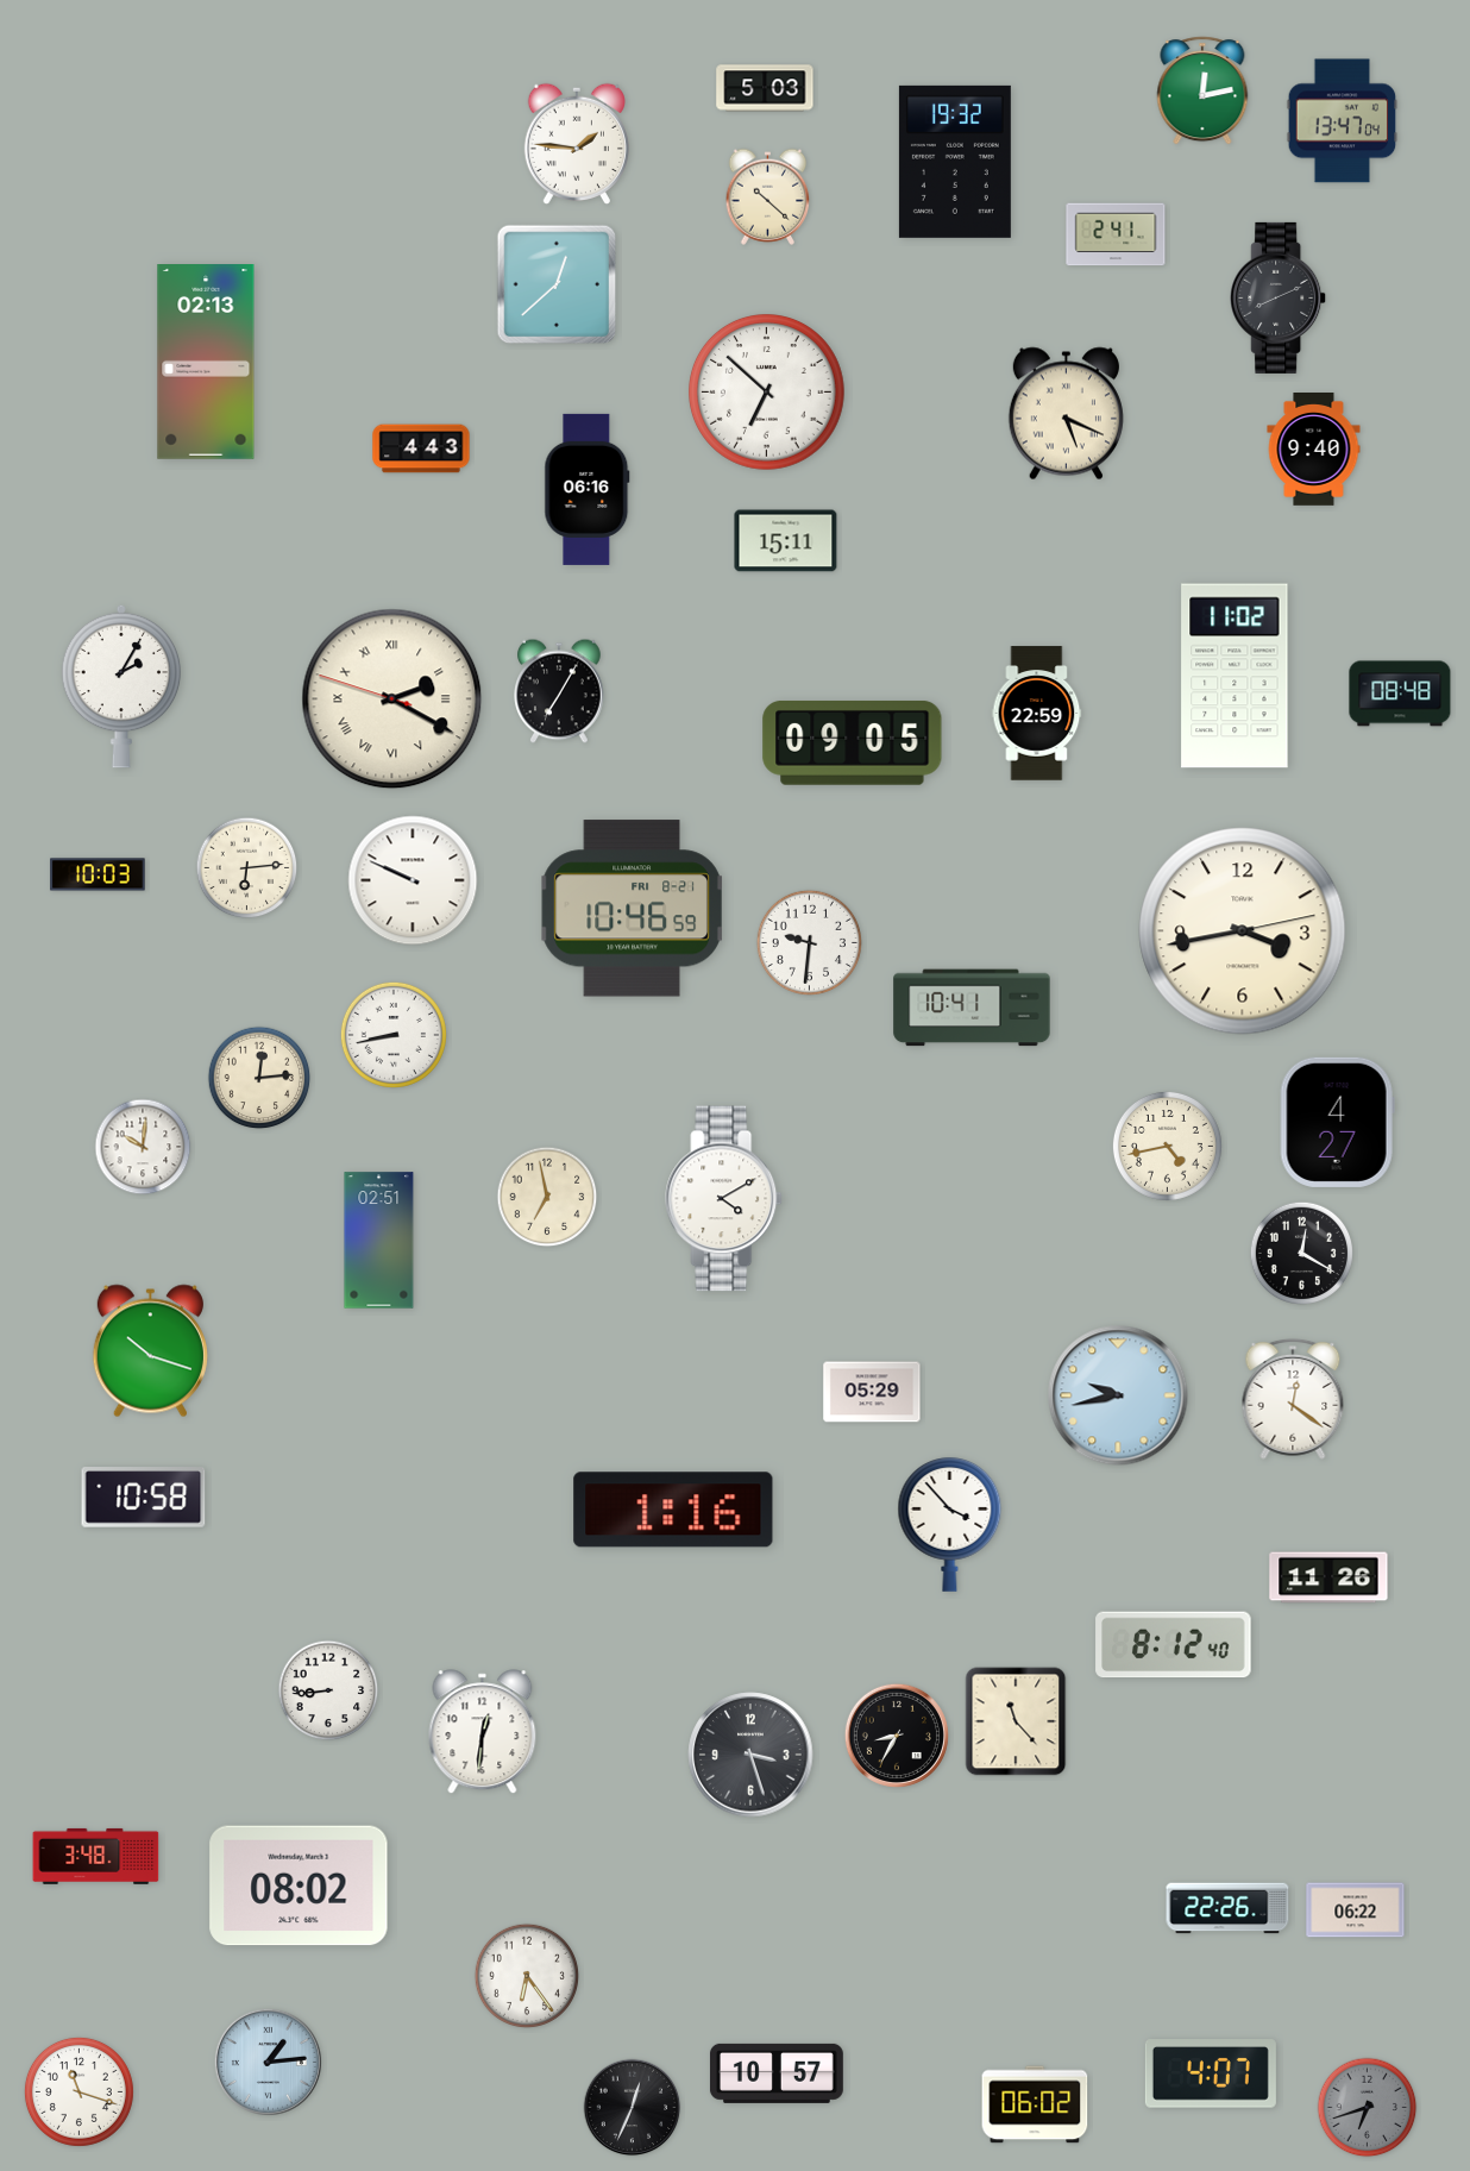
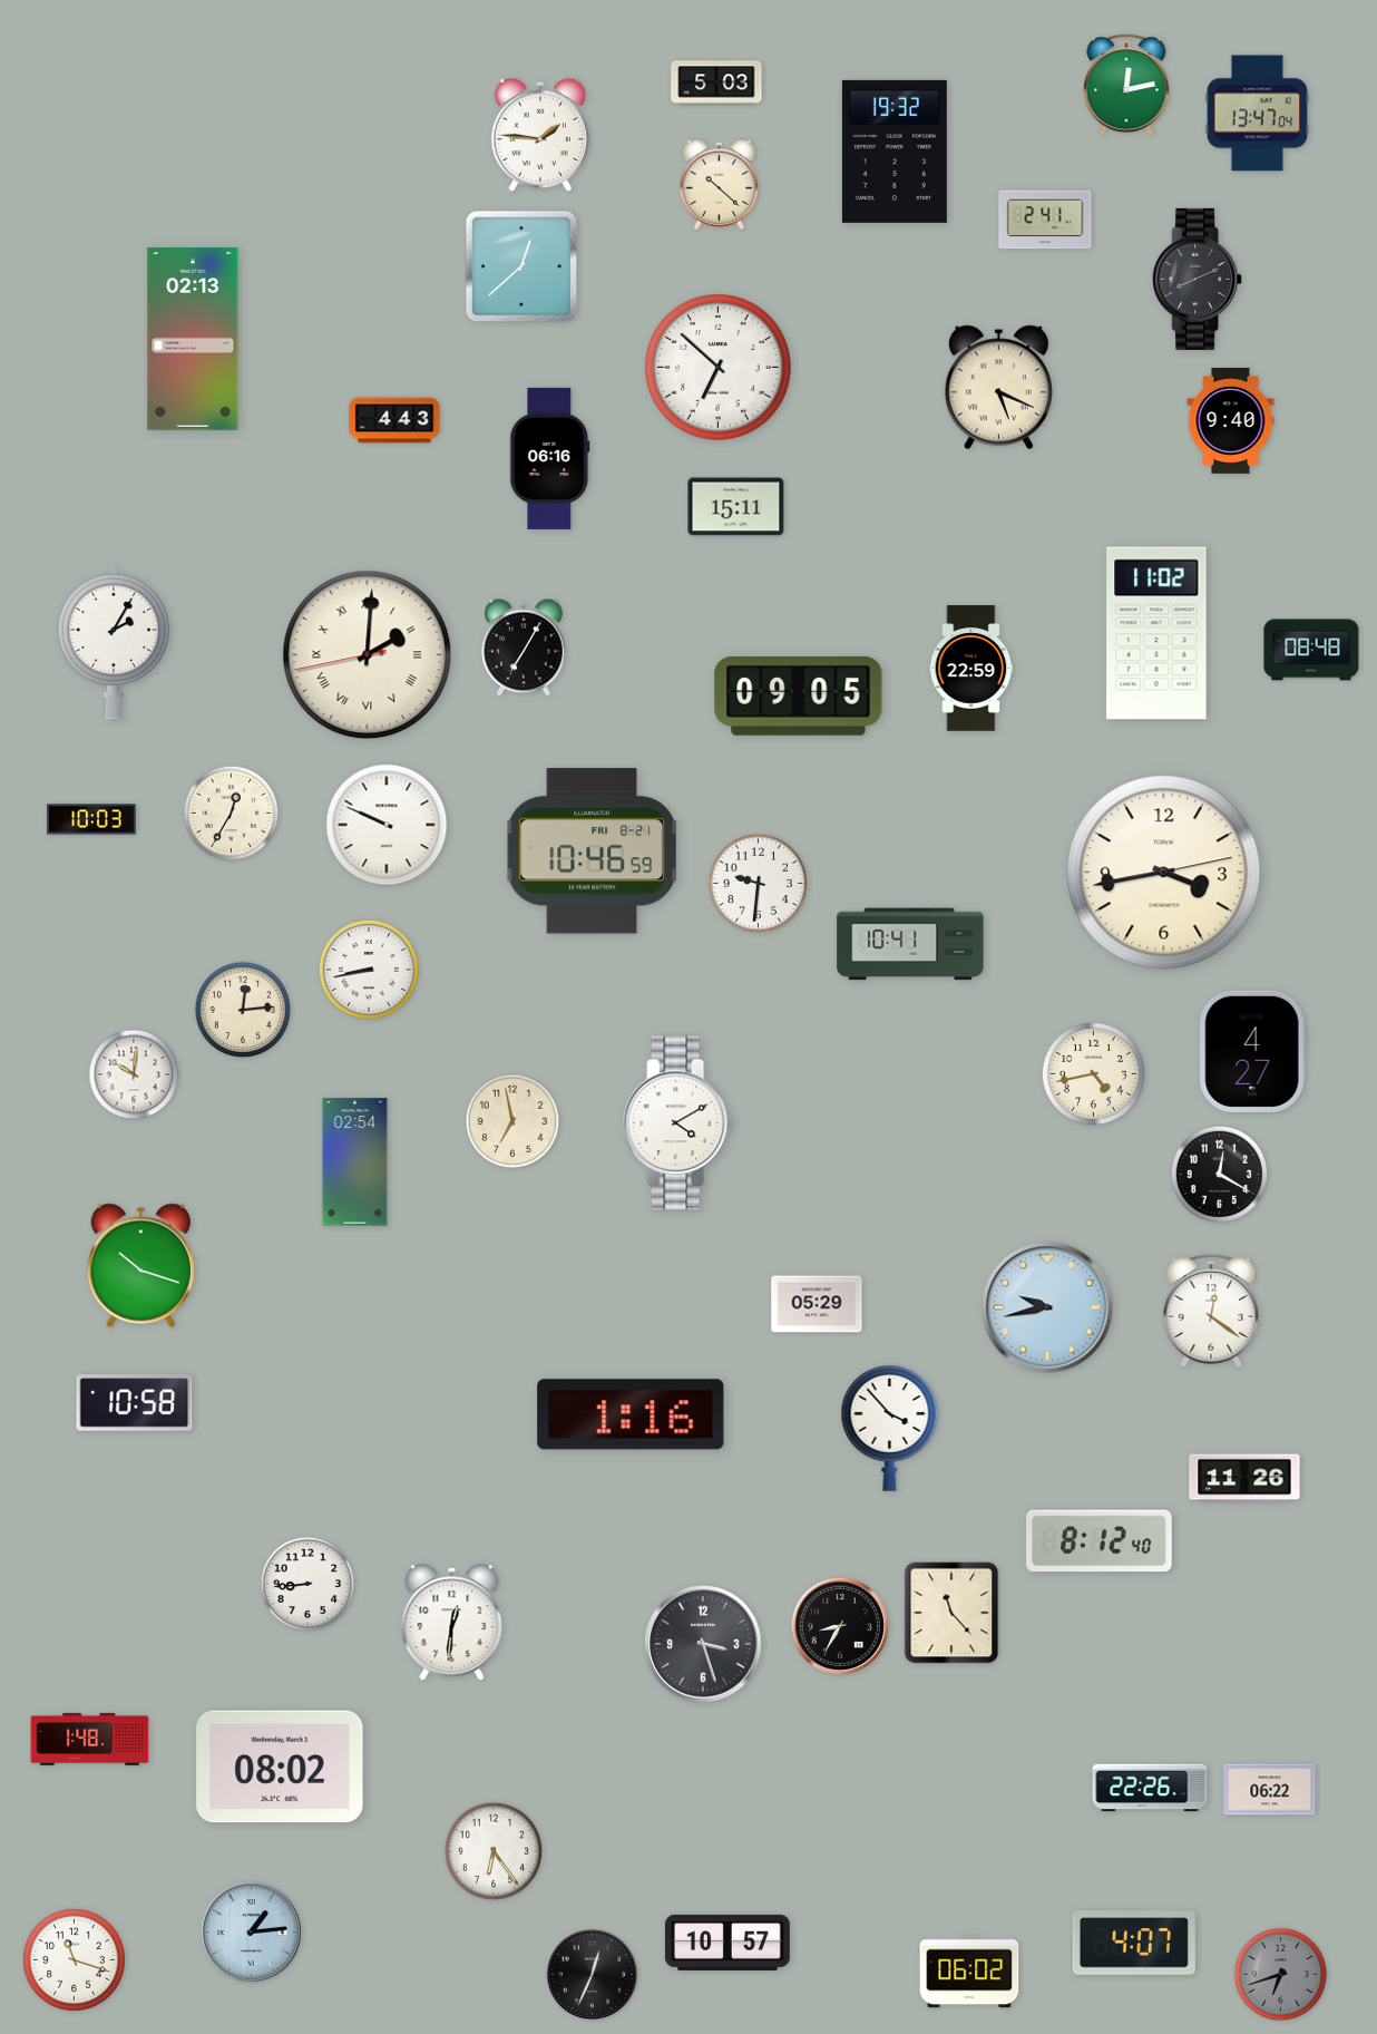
clock at (392, 699): 2:19 -> 2:00
clock at (247, 868): 6:14 -> 12:35
clock at (379, 1241): 02:51 -> 02:54
clock at (96, 1856): 3:48 -> 1:48
